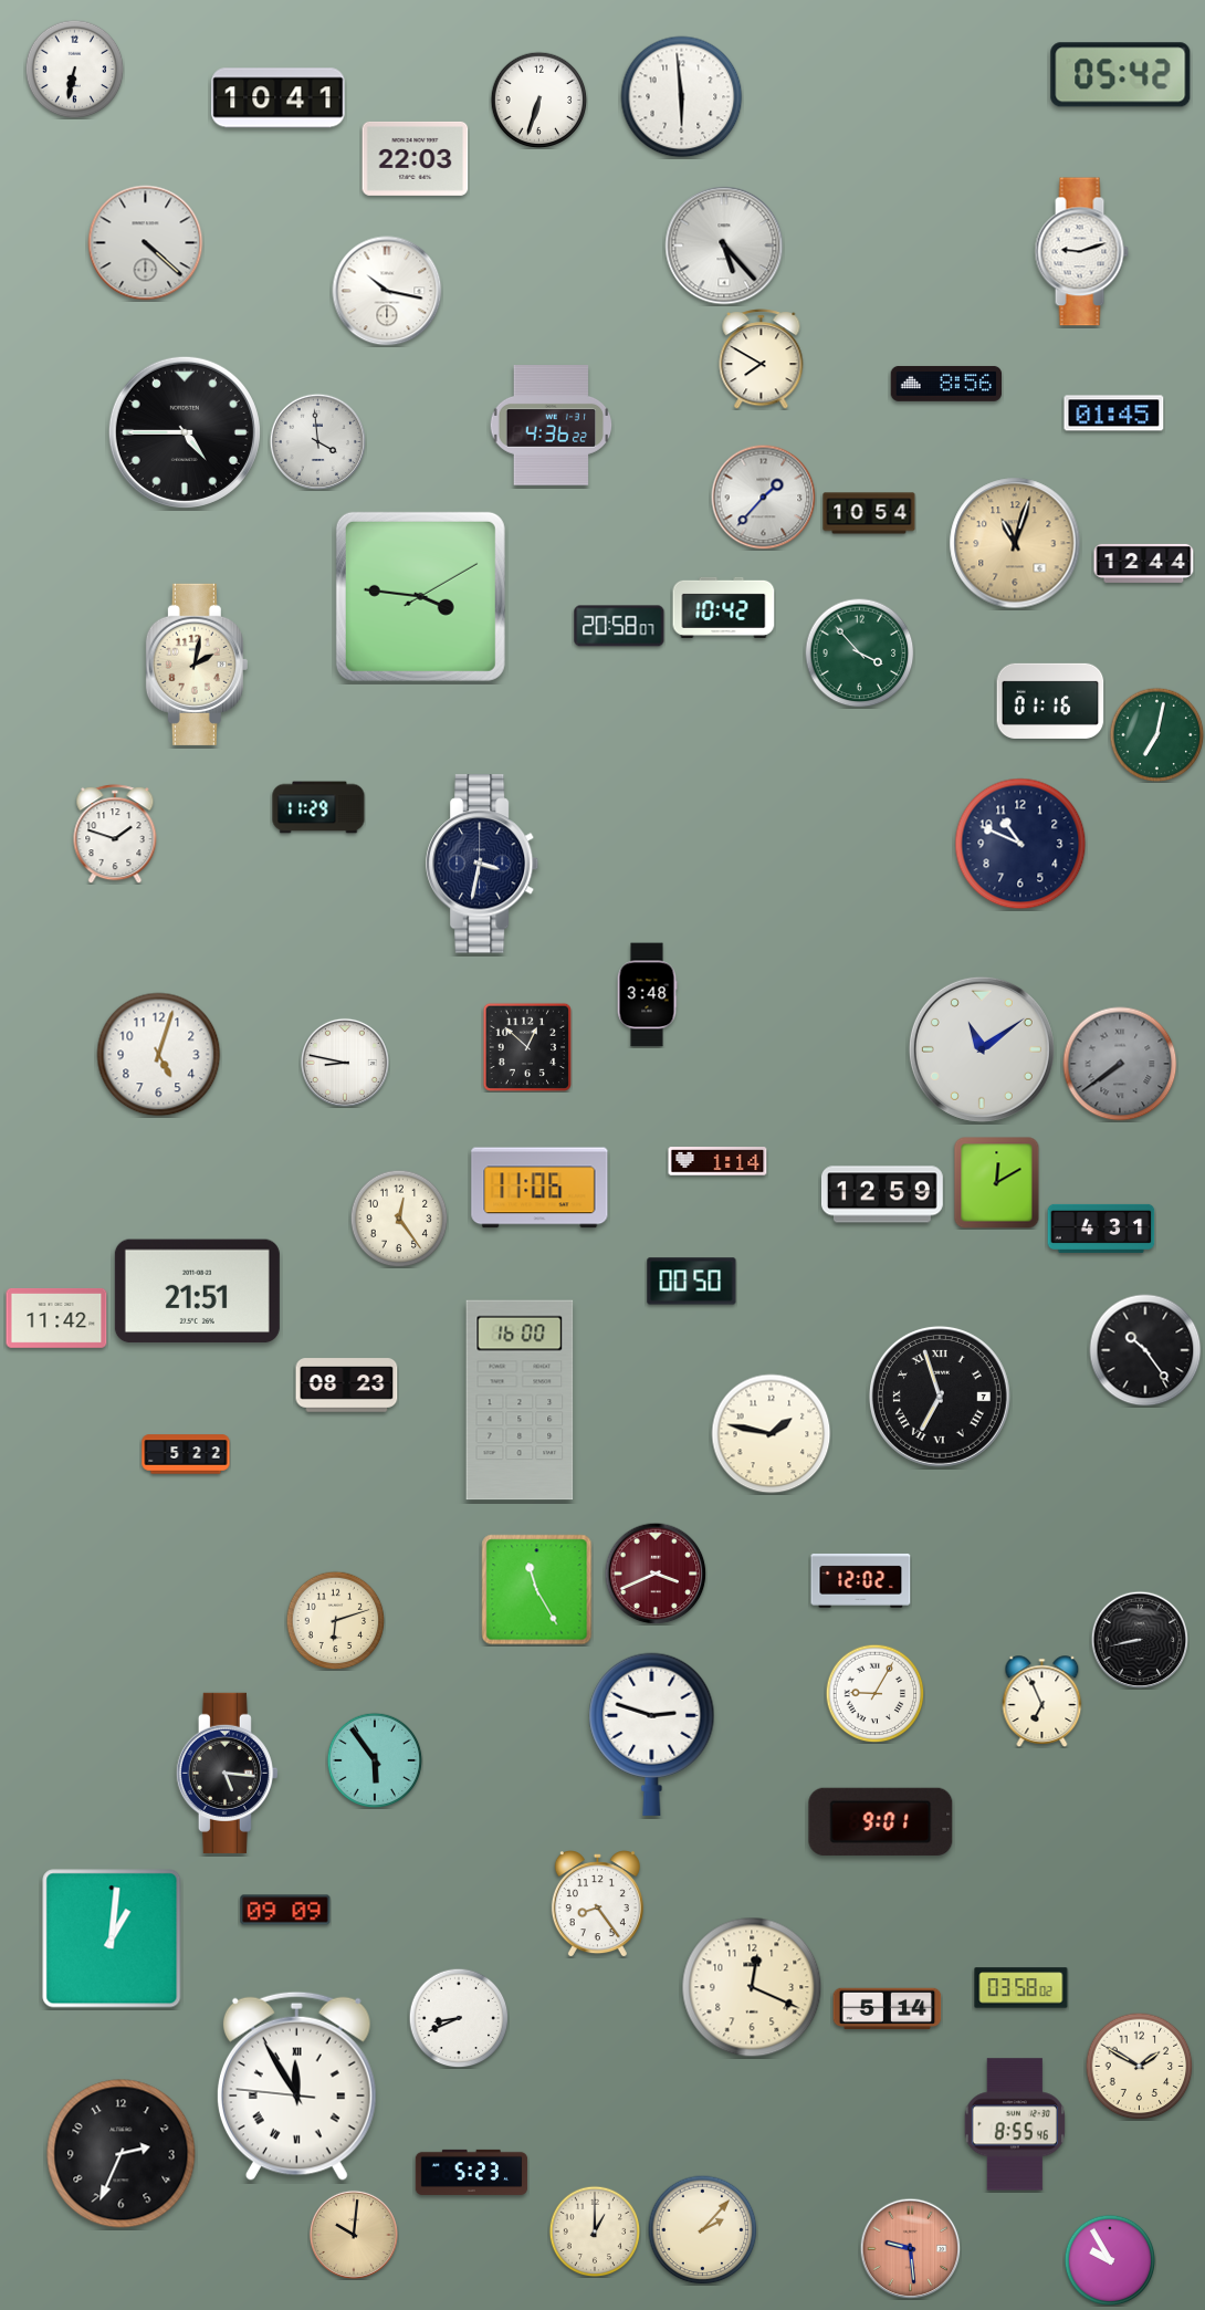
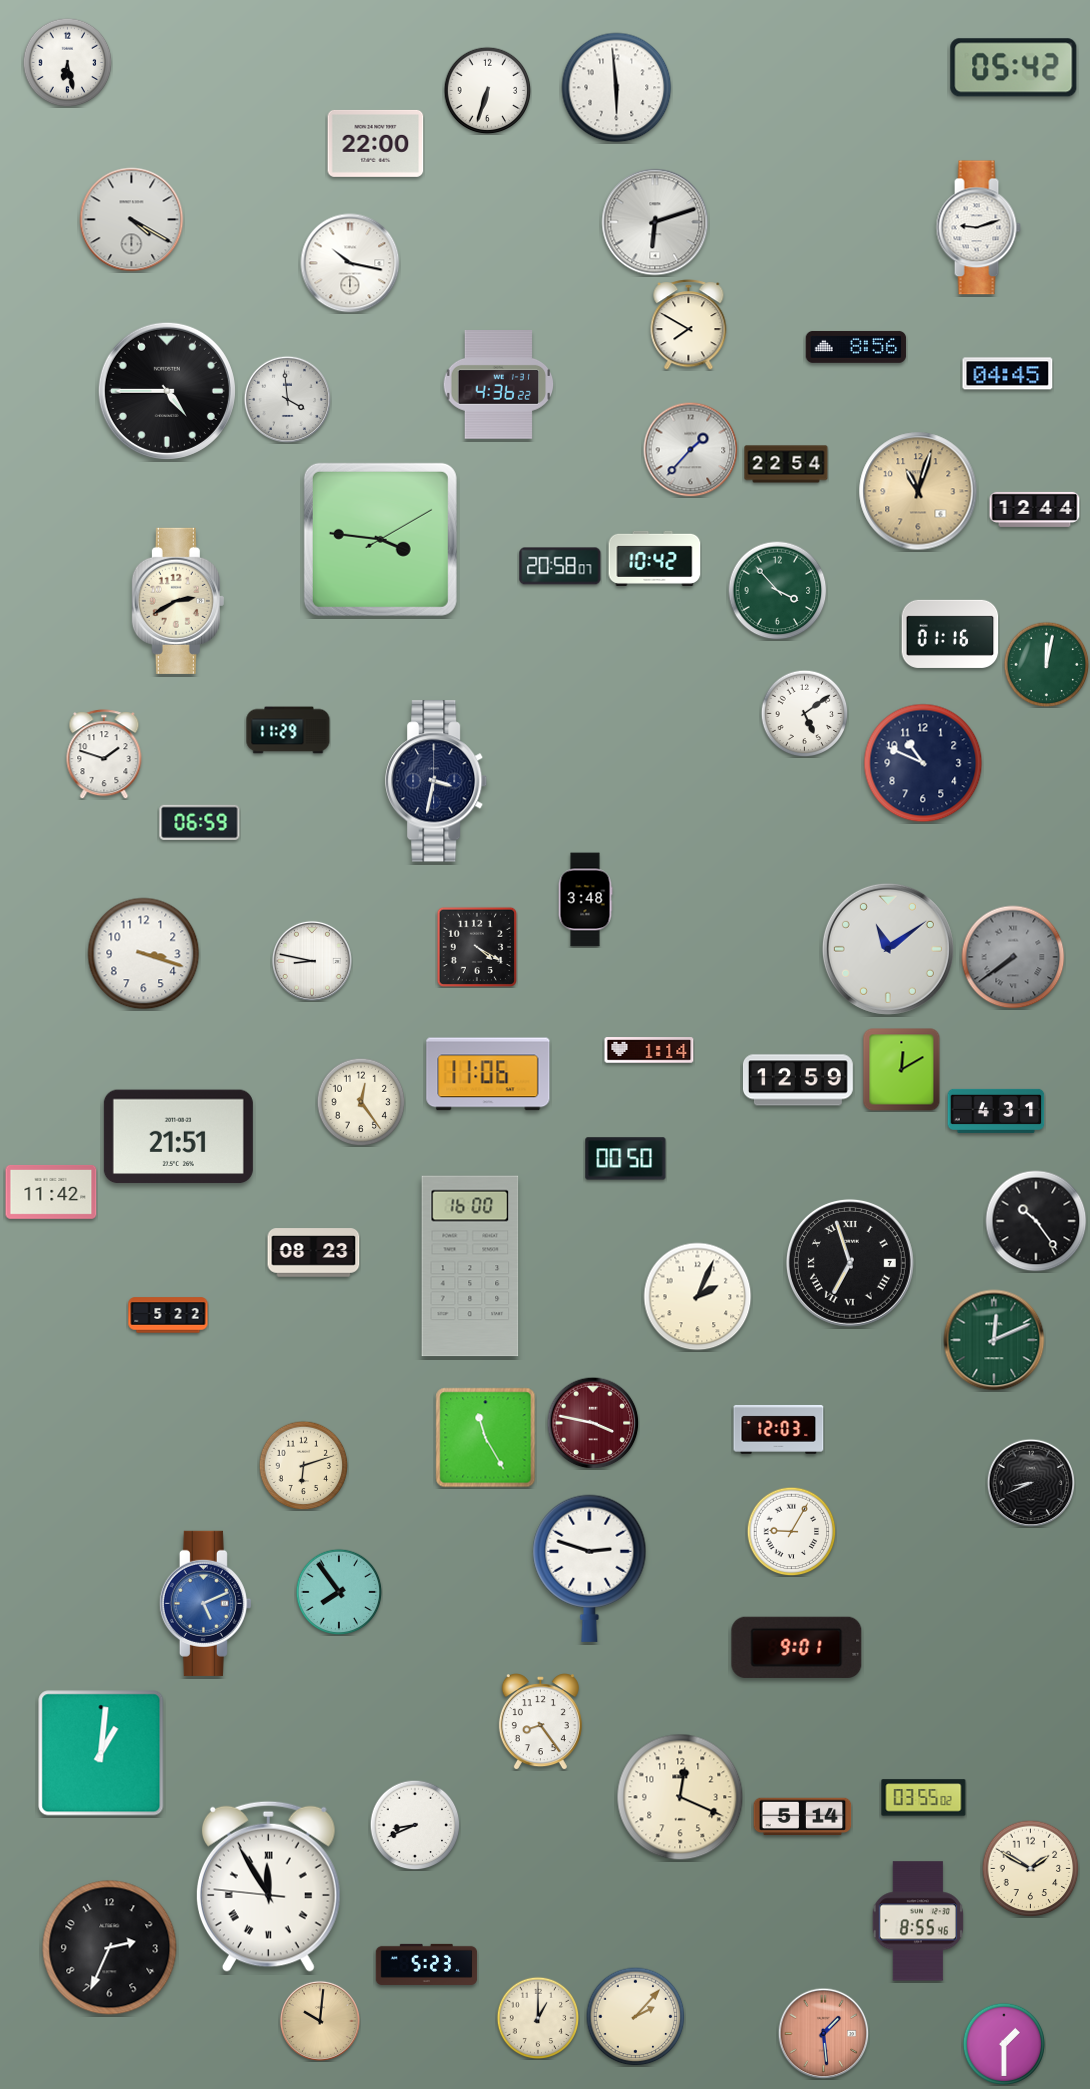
clock at (74, 69): 6:32 -> 6:28
clock at (279, 98): 10:41 -> none
clock at (416, 158): 22:03 -> 22:00
clock at (146, 243): 4:22 -> 4:20
clock at (724, 245): 5:23 -> 6:12
clock at (1114, 414): 01:45 -> 04:45
clock at (869, 513): 10:54 -> 22:54
clock at (724, 607) position: (724, 607) -> (655, 558)
clock at (197, 665): 2:02 -> 2:40
clock at (1156, 734): 7:02 -> 12:02
clock at (804, 713): none -> 5:09
clock at (200, 822): none -> 06:59
clock at (526, 1046): 12:52 -> 4:20
clock at (159, 1055): 5:03 -> 3:18
clock at (1120, 1064) position: (1120, 1064) -> (1013, 957)
clock at (197, 1292) position: (197, 1292) -> (178, 1137)
clock at (772, 1434): 1:47 -> 2:04
clock at (994, 1340): none -> 12:11
clock at (656, 1574): 3:41 -> 3:47
clock at (861, 1580): 12:02 -> 12:03
clock at (1140, 1640): 8:43 -> 8:41
clock at (1042, 1702): 6:56 -> none
clock at (375, 1760): 5:54 -> 7:54
clock at (227, 1773): 5:16 -> 5:11
clock at (227, 1773) dial: black -> blue
clock at (285, 1910): 09:09 -> none
clock at (1021, 1988): 03:58 -> 03:55
clock at (910, 2248): 9:29 -> 1:29
clock at (1110, 2260): 9:55 -> 1:30
